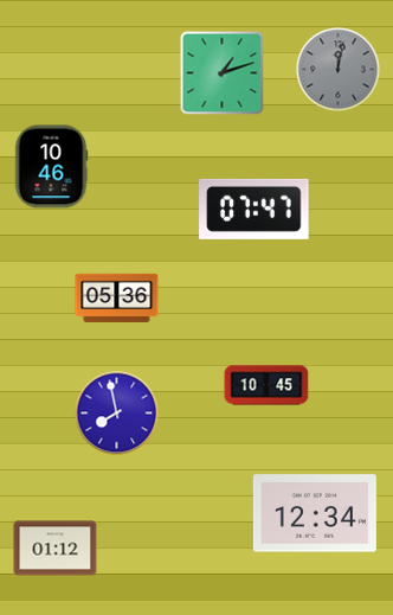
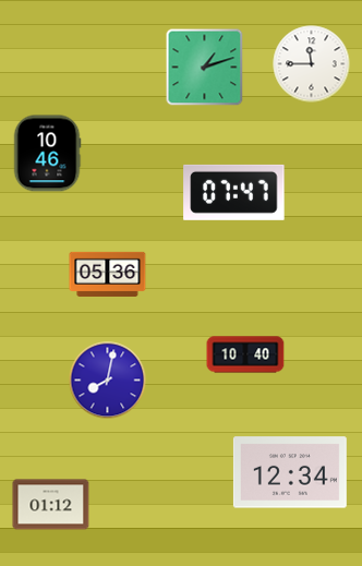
clock at (339, 70): 12:02 -> 11:45
clock at (339, 70) dial: grey -> white
clock at (266, 385): 10:45 -> 10:40
clock at (117, 414): 7:58 -> 8:02
